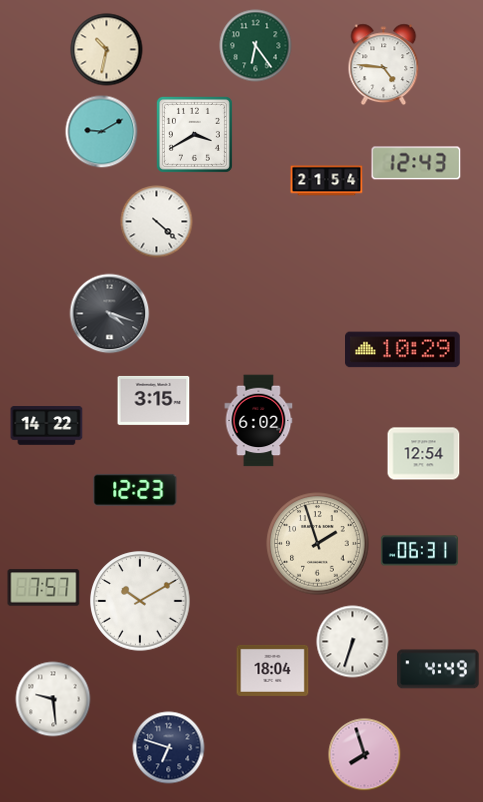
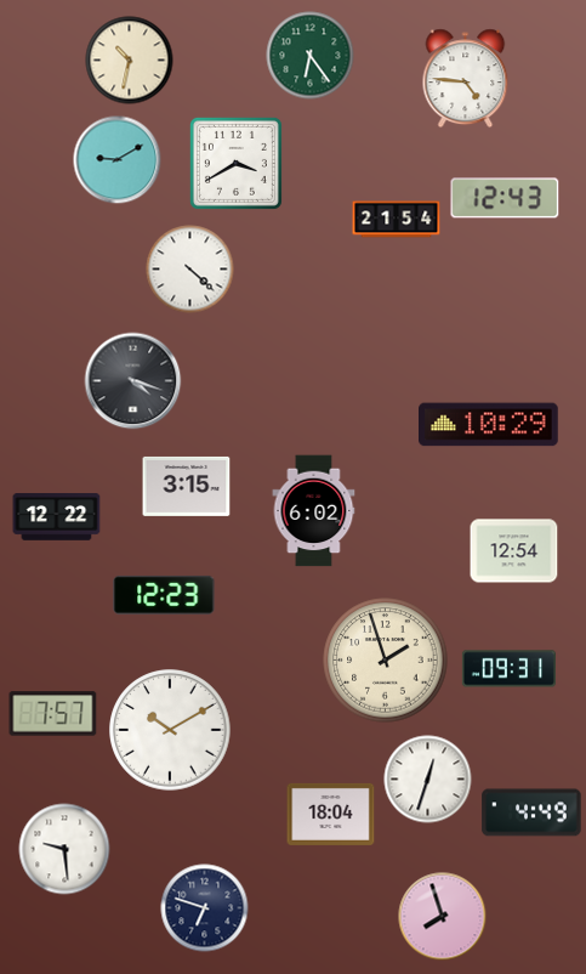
clock at (102, 132) position: (102, 132) -> (118, 160)
clock at (47, 426): 14:22 -> 12:22
clock at (419, 551): 06:31 -> 09:31
clock at (353, 642): 6:33 -> 12:33
